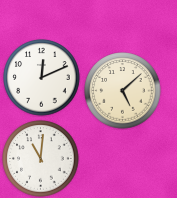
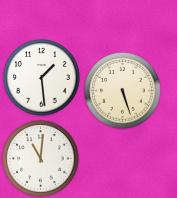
clock at (42, 78): 12:11 -> 1:29
clock at (123, 91): 5:08 -> 5:27
